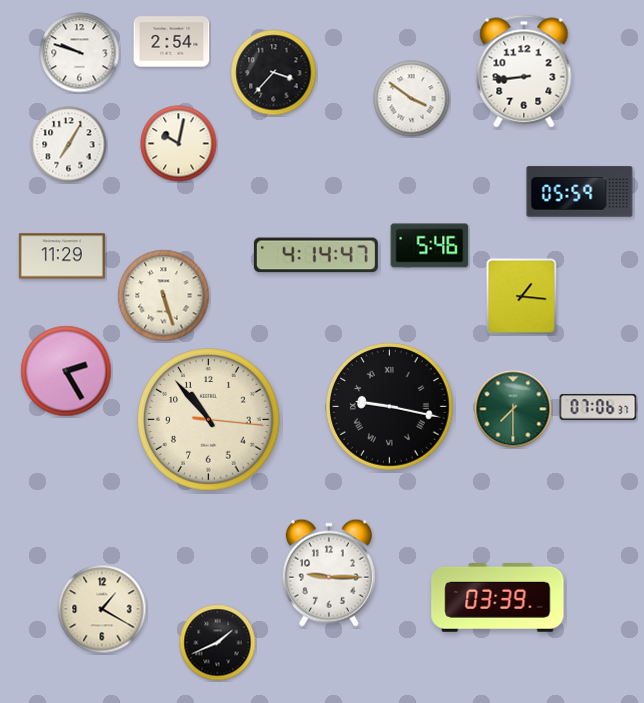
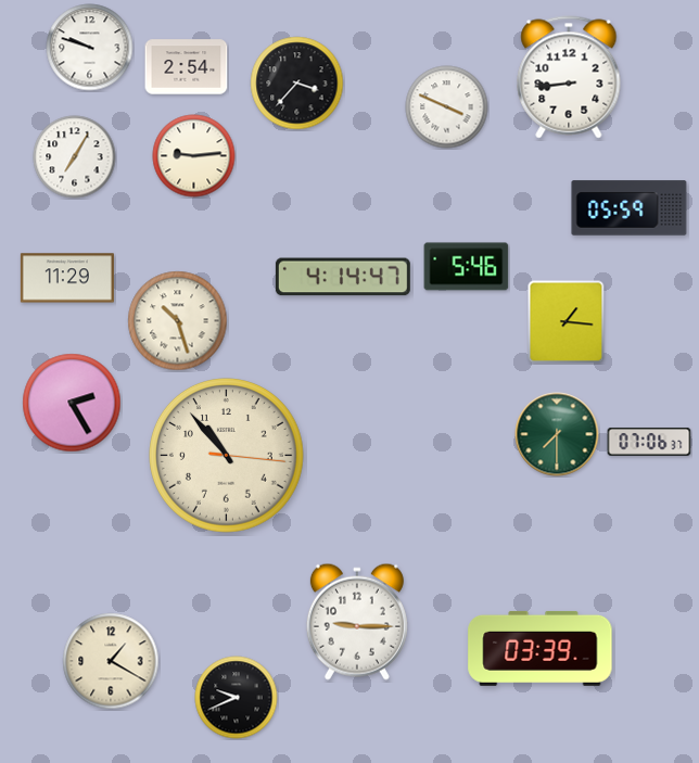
clock at (172, 42) position: (172, 42) -> (187, 67)
clock at (80, 53) position: (80, 53) -> (90, 48)
clock at (274, 73) position: (274, 73) -> (297, 84)
clock at (412, 99): 3:51 -> 3:49
clock at (179, 144): 10:02 -> 9:14
clock at (164, 296): 5:27 -> 10:27
clock at (390, 407): 9:17 -> none
clock at (513, 409) position: (513, 409) -> (557, 434)
clock at (218, 643): 1:41 -> 9:41
